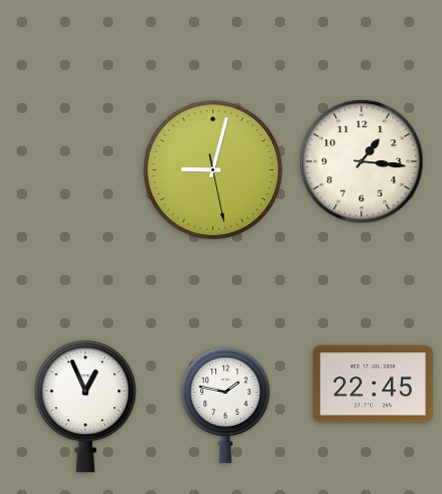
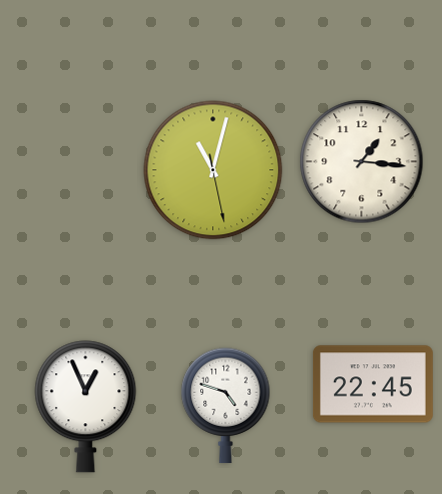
clock at (213, 170): 9:02 -> 11:02
clock at (226, 406): 1:47 -> 4:48
